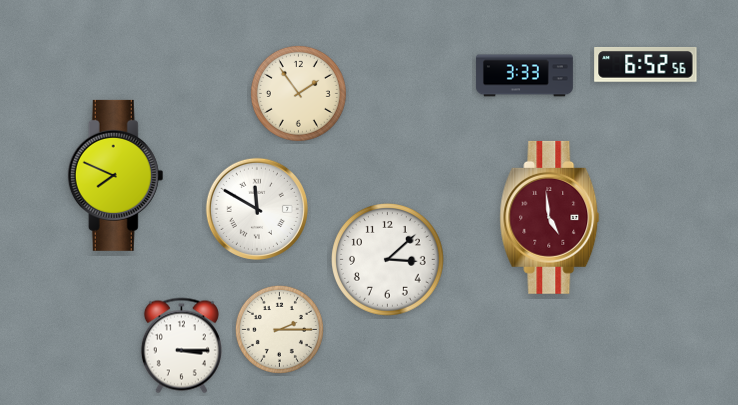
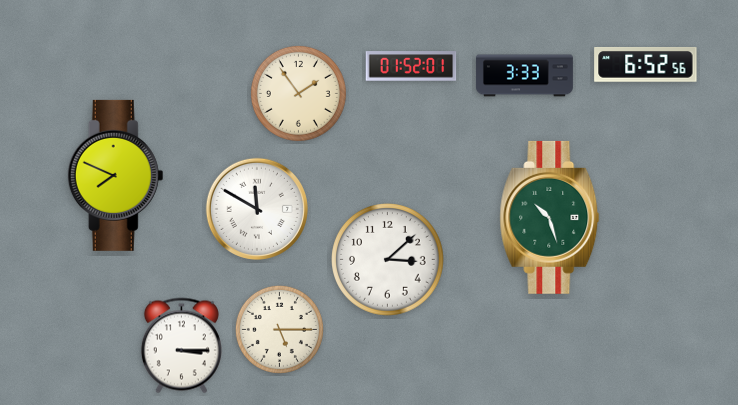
clock at (411, 66): none -> 01:52
clock at (550, 217): 4:59 -> 10:27
clock at (550, 217) dial: burgundy -> green
clock at (279, 329): 2:15 -> 5:15
